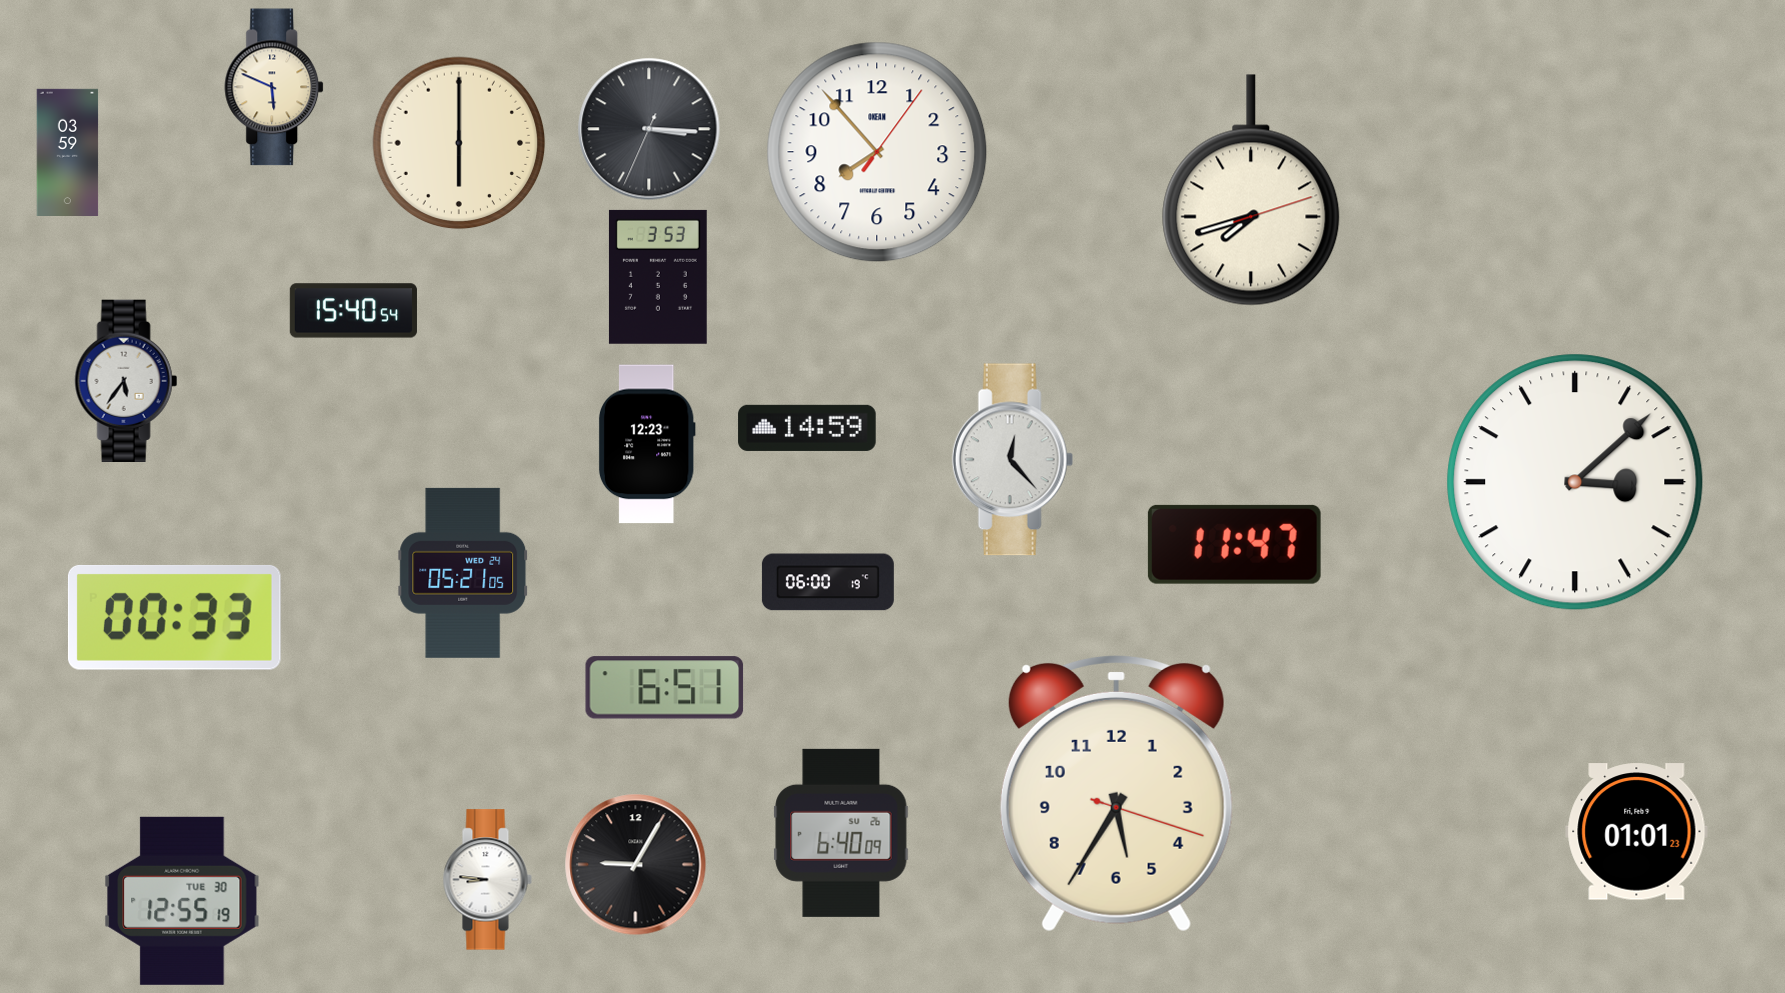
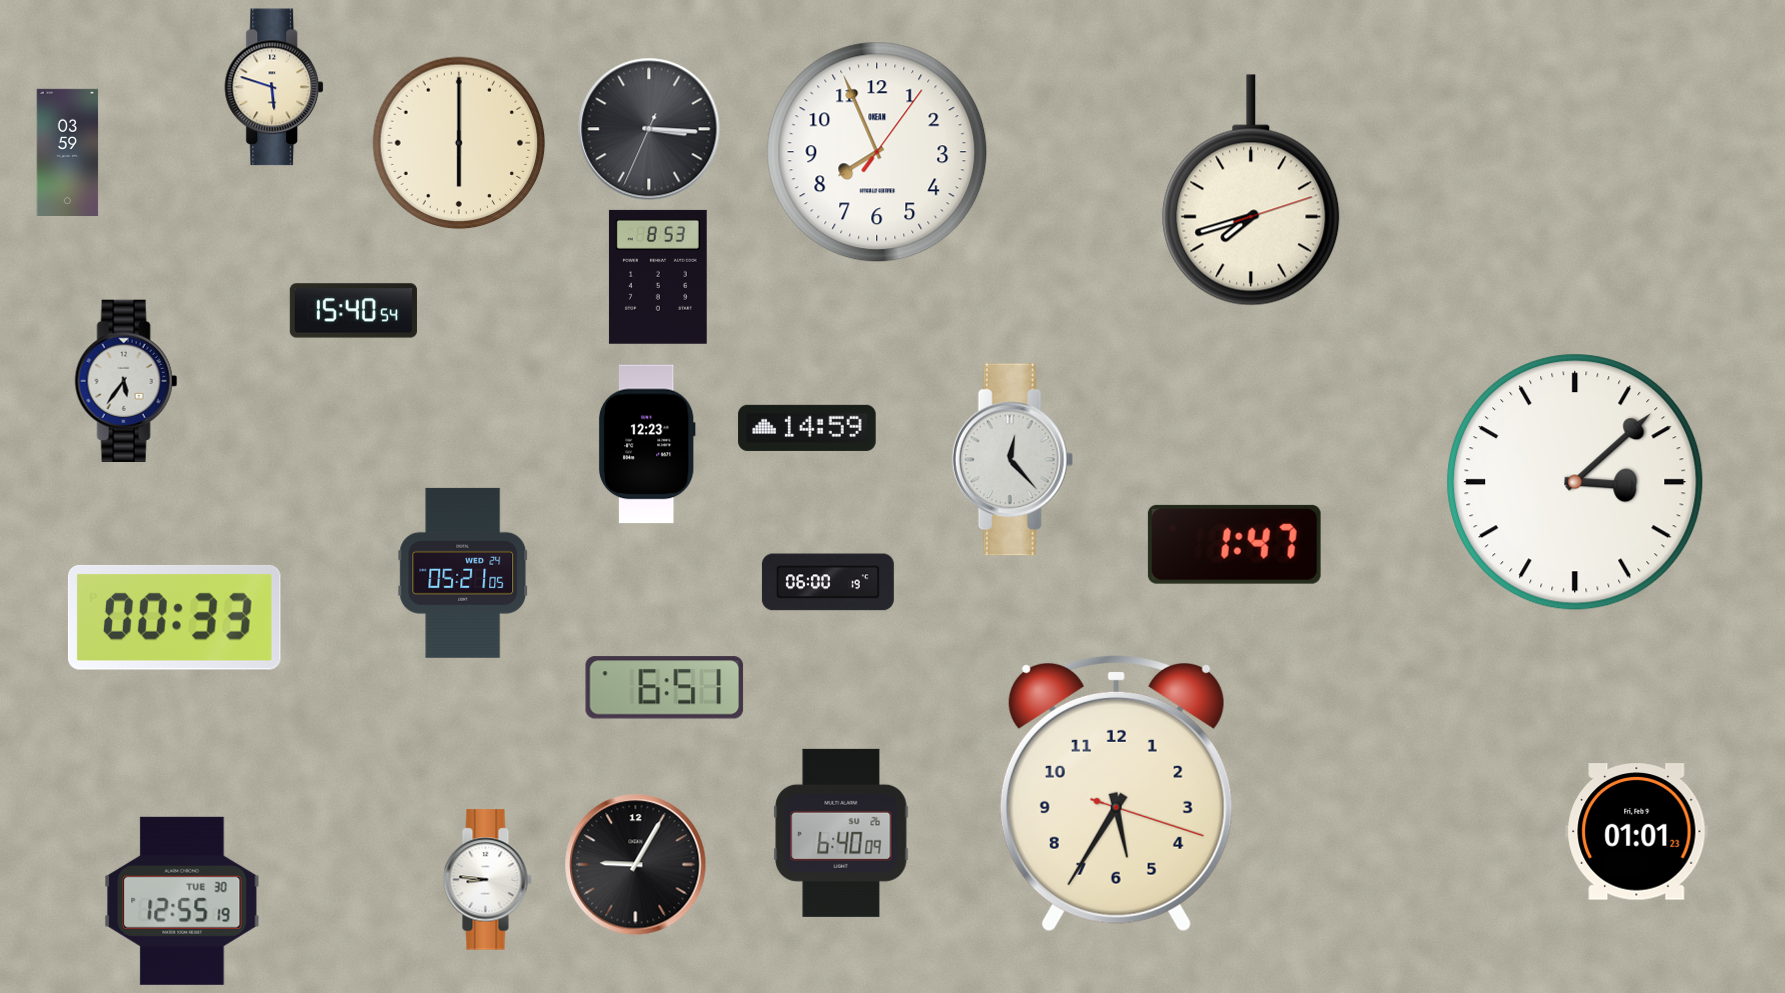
clock at (275, 87): 5:49 -> 5:48
clock at (877, 152): 7:53 -> 7:56
clock at (658, 277): 3:53 -> 8:53
clock at (1234, 544): 11:47 -> 1:47
